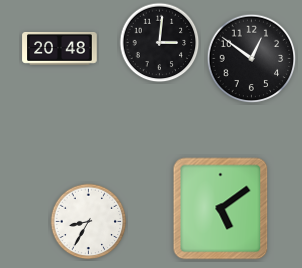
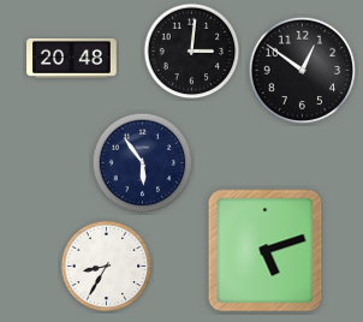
clock at (143, 163): none -> 5:54
clock at (221, 209): 5:09 -> 5:12
